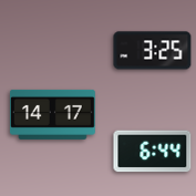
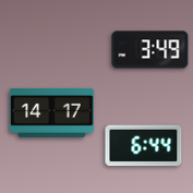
clock at (153, 51): 3:25 -> 3:49
clock at (153, 152) position: (153, 152) -> (144, 146)
